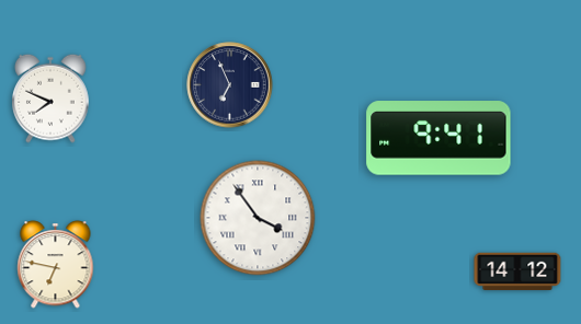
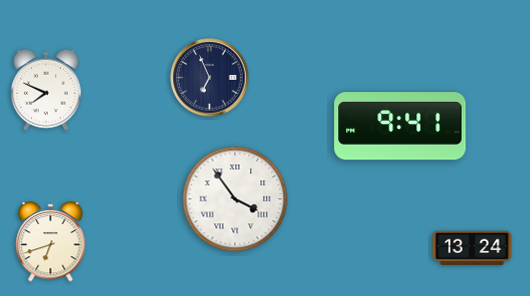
clock at (56, 265): 6:47 -> 6:42
clock at (517, 271): 14:12 -> 13:24
